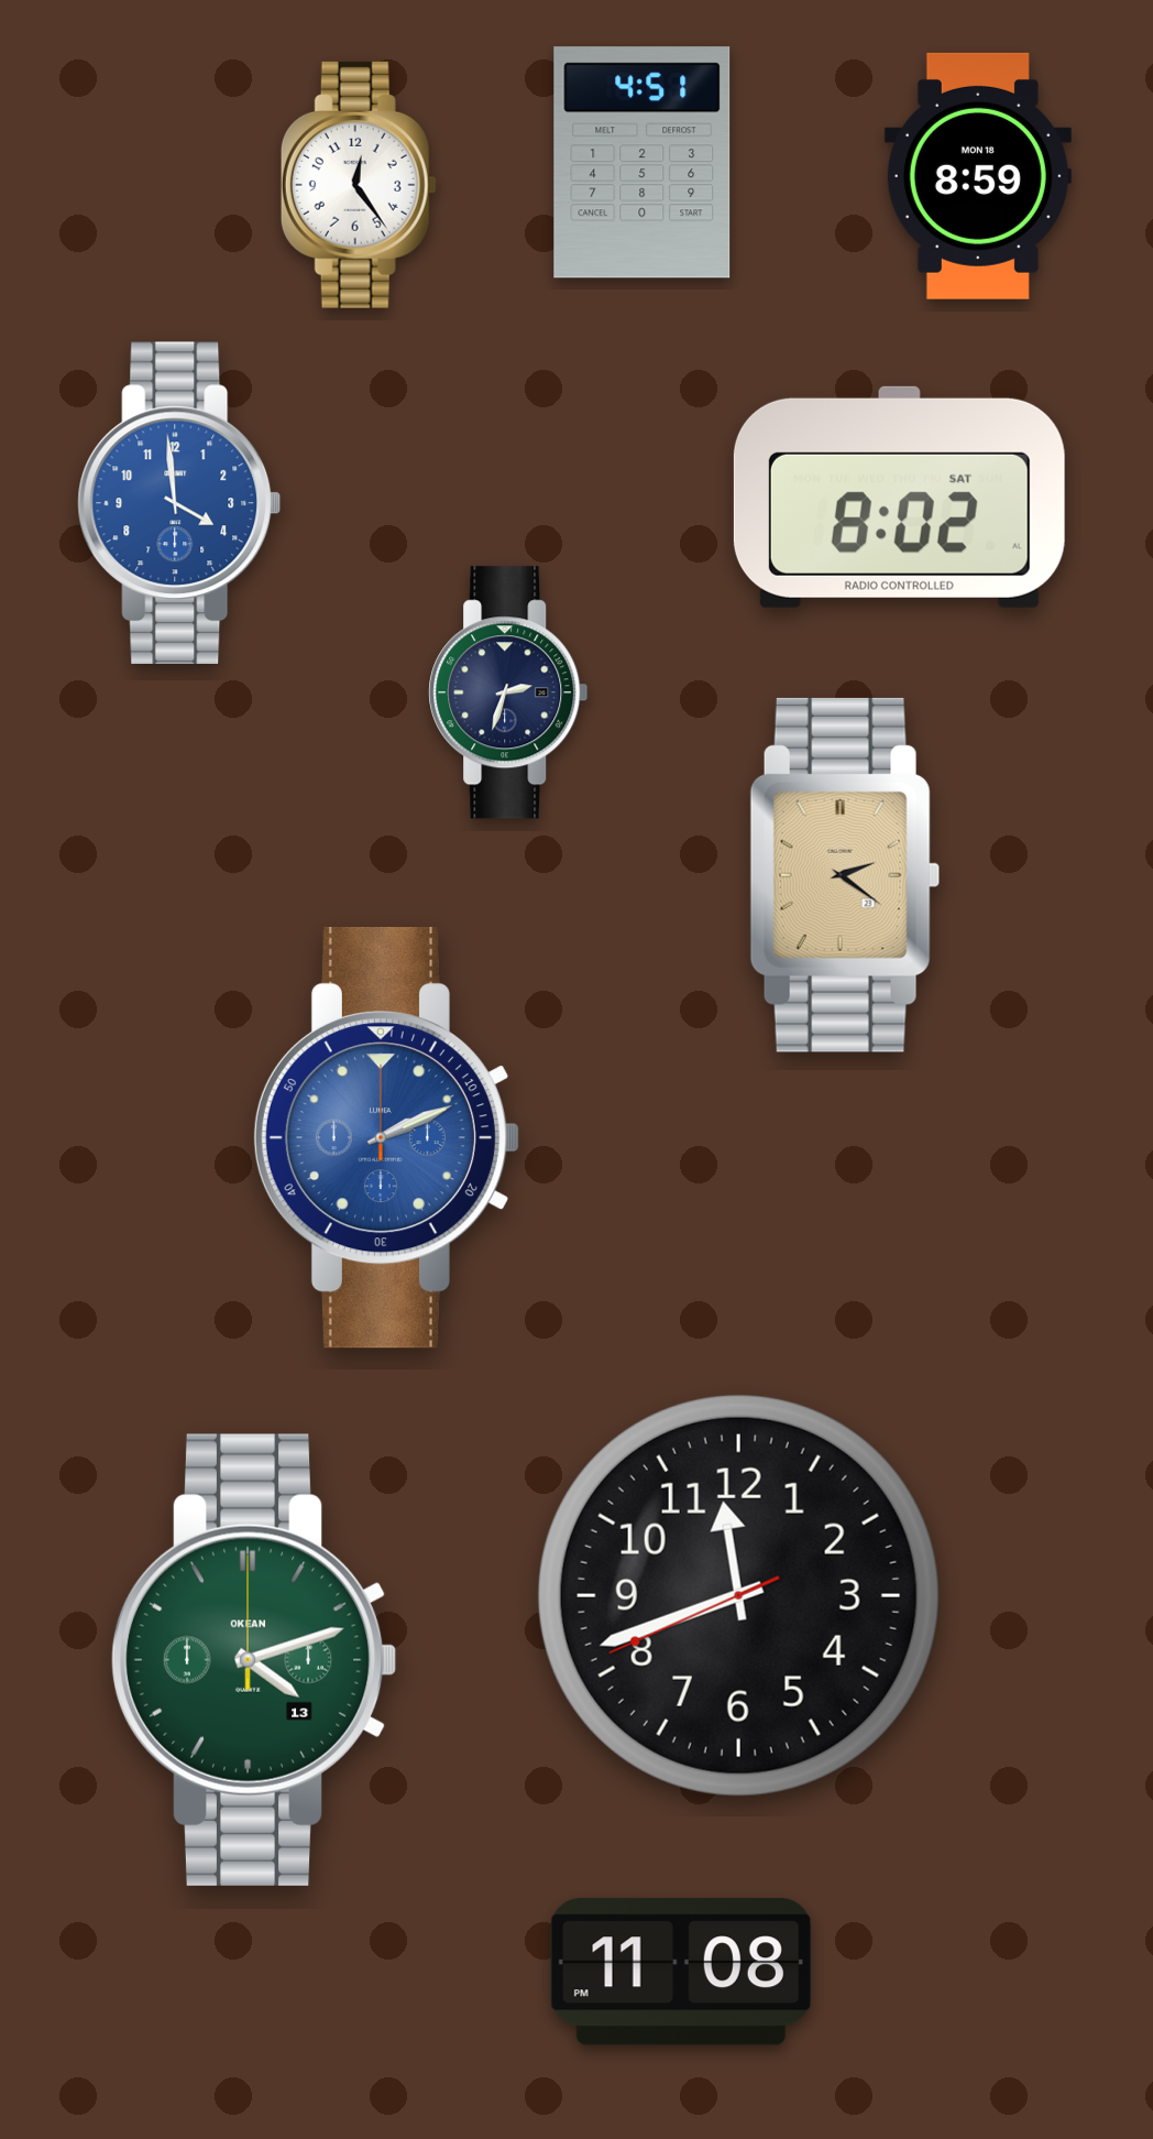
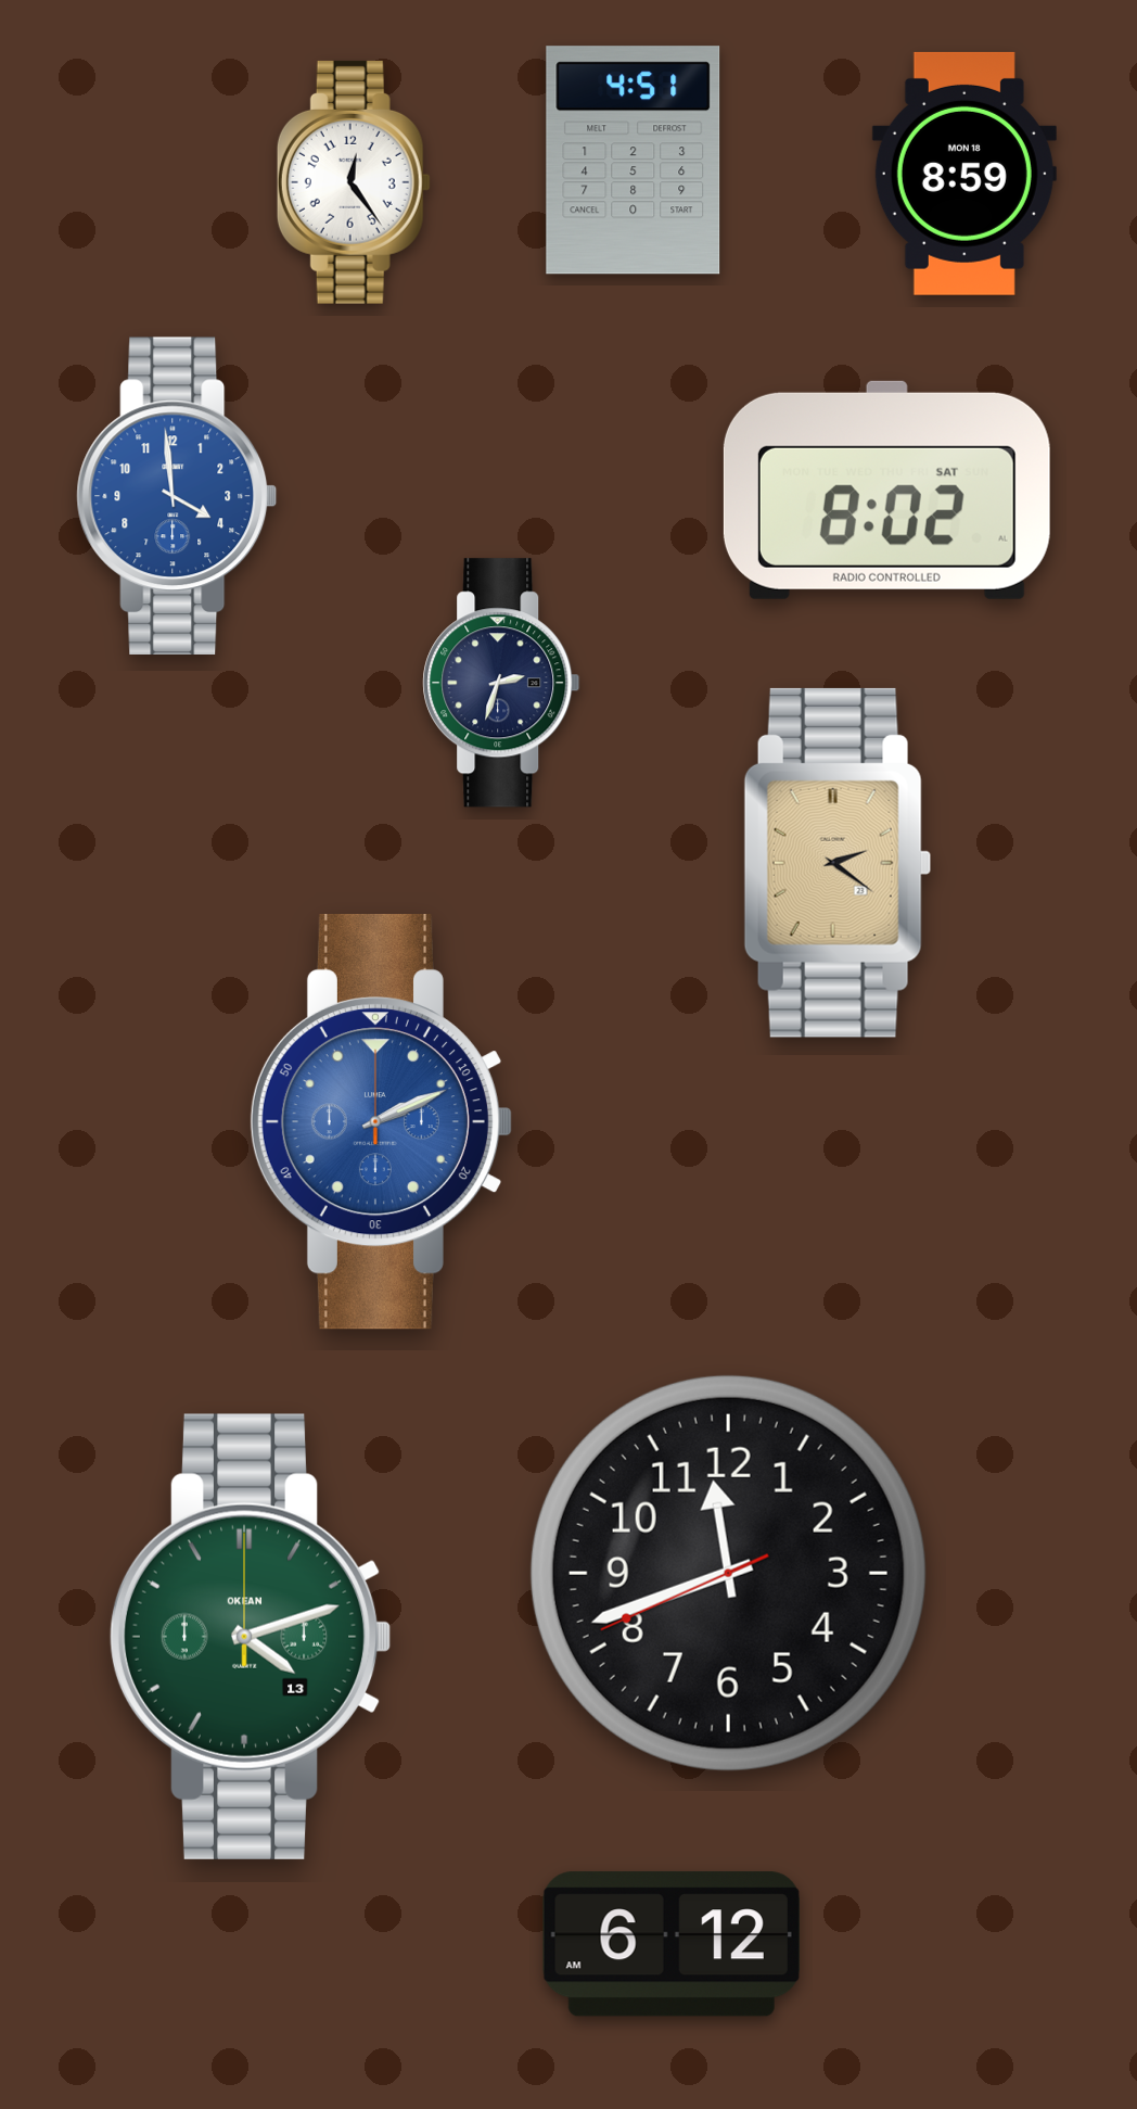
clock at (845, 875) position: (845, 875) -> (838, 863)
clock at (681, 1972): 11:08 -> 6:12
